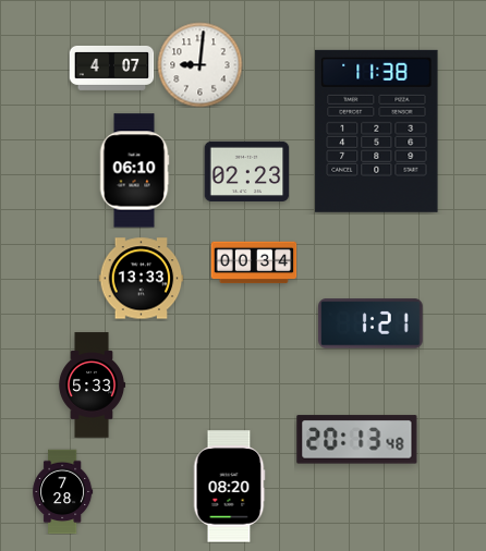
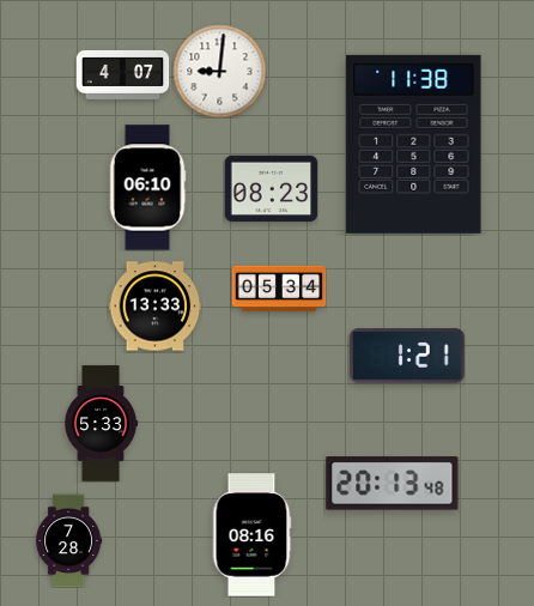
clock at (246, 171): 02:23 -> 08:23
clock at (254, 262): 00:34 -> 05:34
clock at (229, 487): 08:20 -> 08:16
